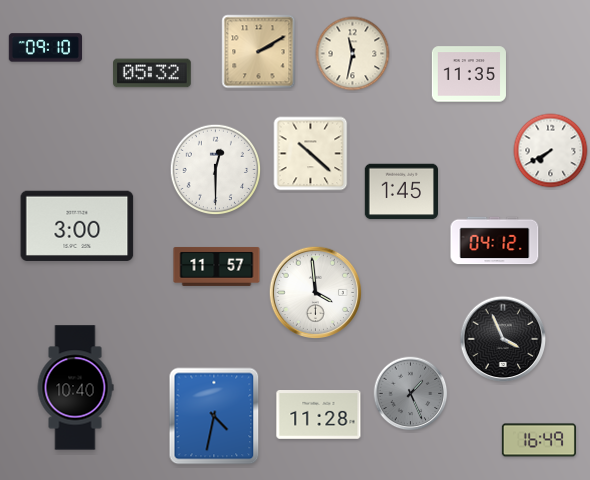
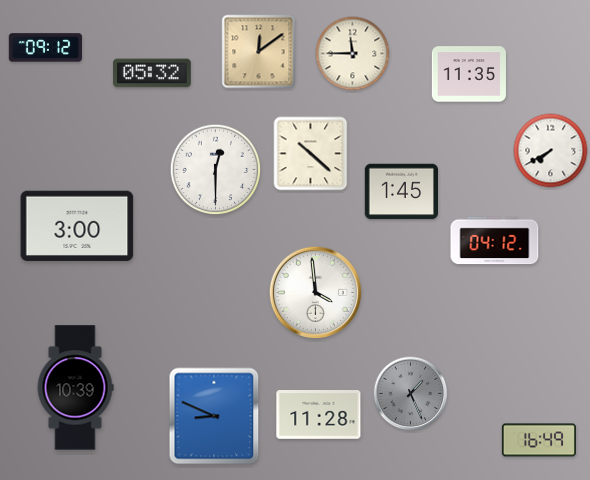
clock at (45, 48): 09:10 -> 09:12
clock at (259, 52): 2:10 -> 12:09
clock at (353, 54): 11:32 -> 11:45
clock at (217, 266): 11:57 -> none
clock at (503, 339): 3:56 -> none
clock at (75, 388): 10:40 -> 10:39
clock at (214, 416): 4:32 -> 8:49
